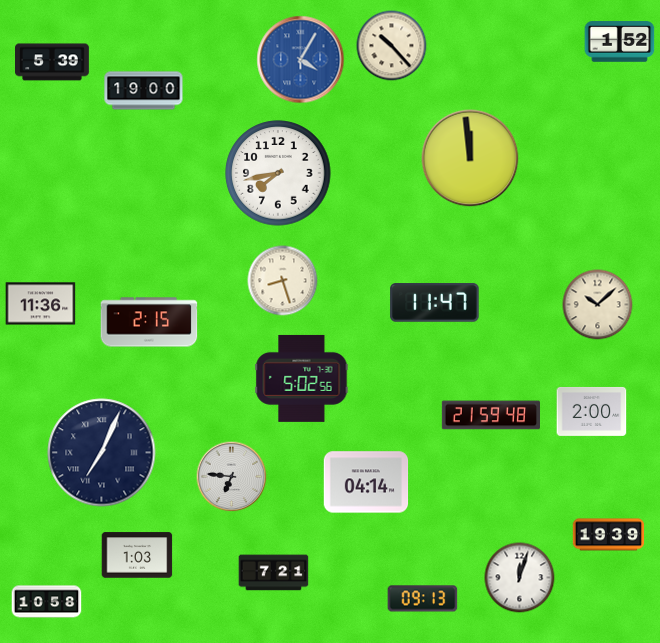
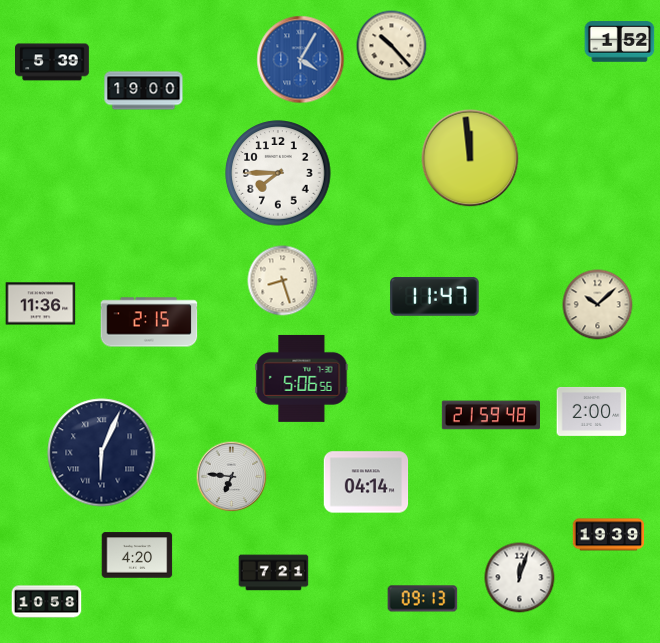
clock at (278, 173): 7:43 -> 7:45
clock at (435, 303) position: (435, 303) -> (435, 297)
clock at (302, 378): 5:02 -> 5:06
clock at (102, 453): 7:04 -> 6:04
clock at (137, 555): 1:03 -> 4:20
